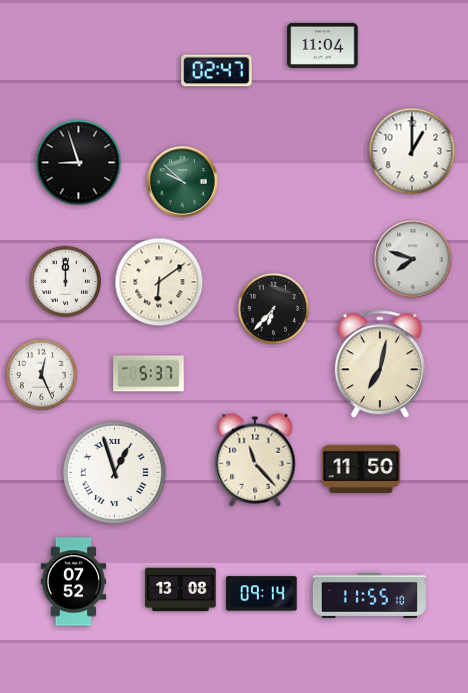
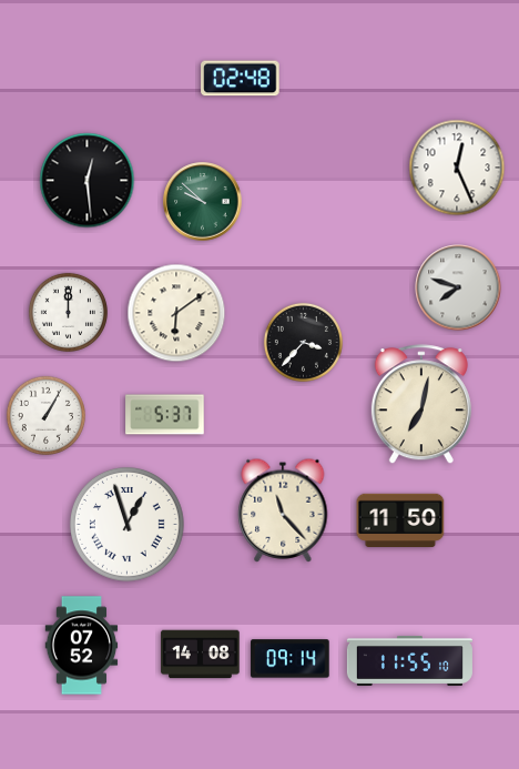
clock at (323, 45): 11:04 -> none
clock at (217, 71): 02:47 -> 02:48
clock at (412, 151): 1:00 -> 12:26
clock at (79, 163): 8:57 -> 12:29
clock at (65, 281) position: (65, 281) -> (68, 312)
clock at (273, 308): 6:37 -> 3:37
clock at (41, 374): 12:26 -> 1:05
clock at (181, 590): 13:08 -> 14:08
